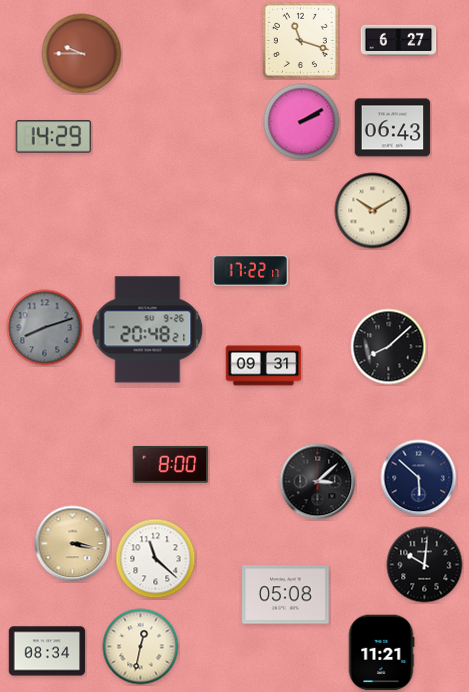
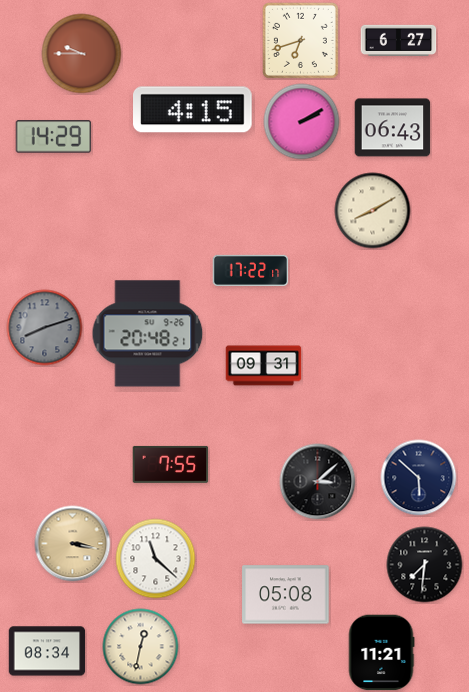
clock at (300, 40): 11:18 -> 6:42
clock at (193, 110): none -> 4:15
clock at (373, 211): 10:10 -> 8:10
clock at (148, 330) position: (148, 330) -> (148, 334)
clock at (389, 347): 8:08 -> none
clock at (171, 464): 8:00 -> 7:55
clock at (425, 565): 10:01 -> 7:31
